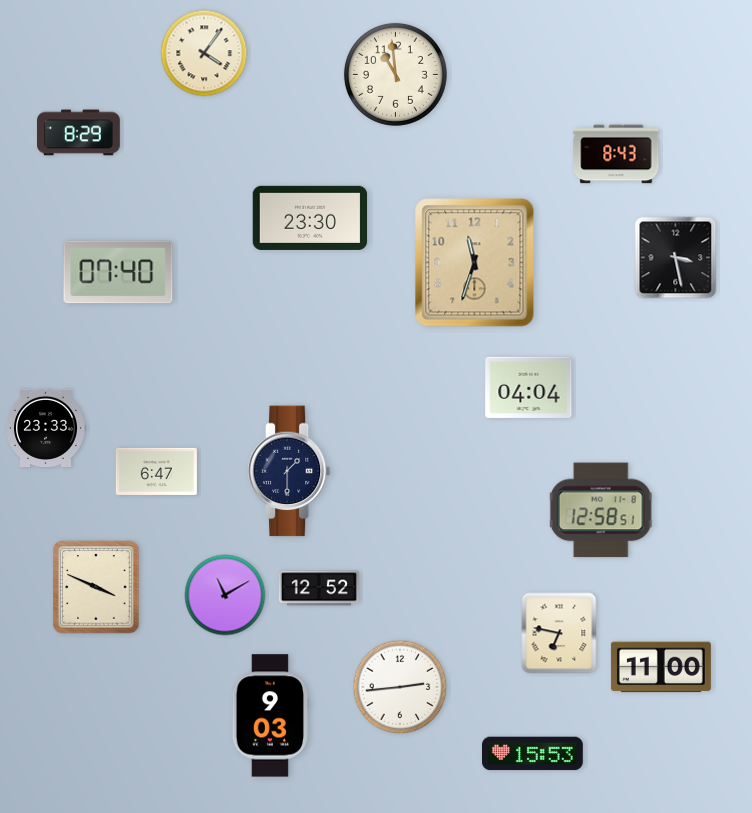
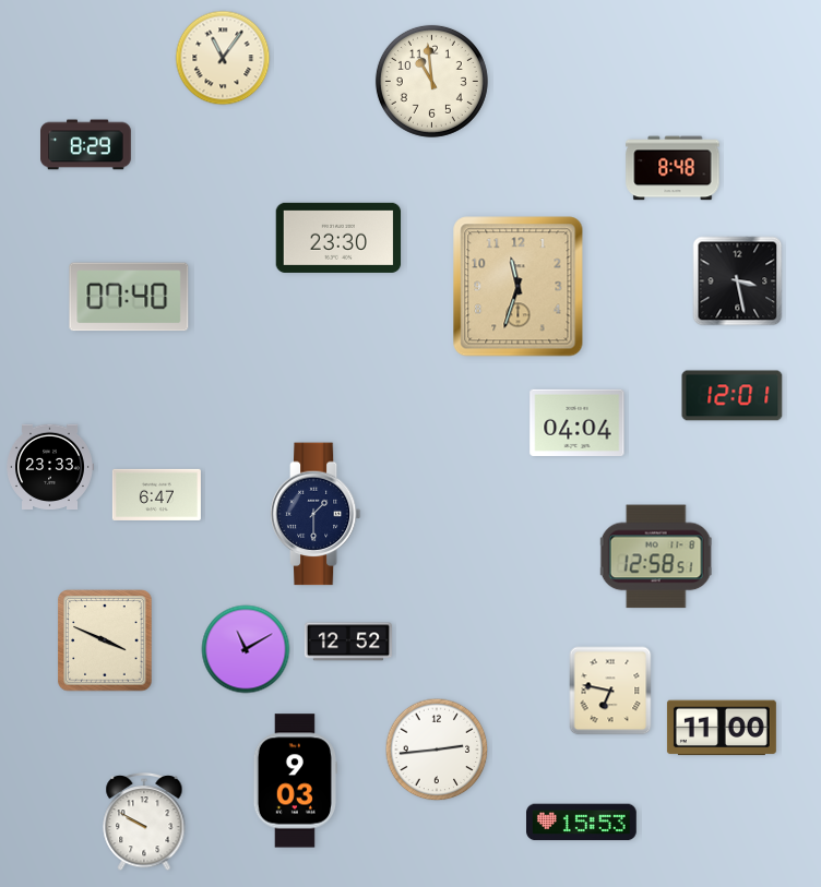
clock at (204, 53): 4:06 -> 11:06
clock at (616, 154): 8:43 -> 8:48
clock at (733, 396): none -> 12:01
clock at (156, 471) position: (156, 471) -> (156, 494)
clock at (144, 823): none -> 9:50
